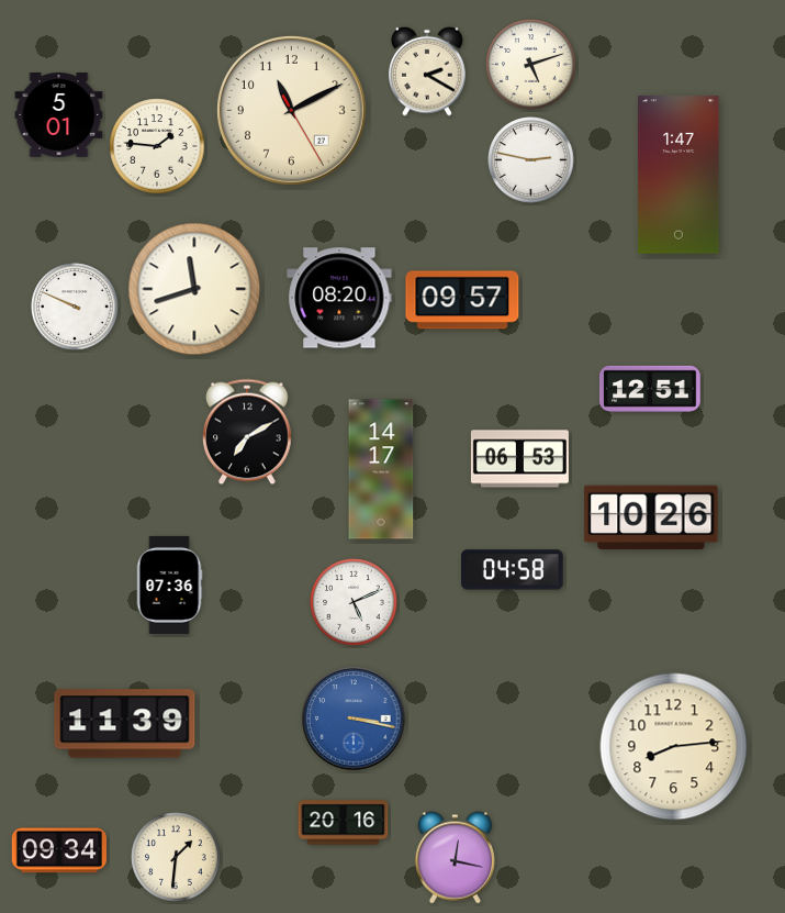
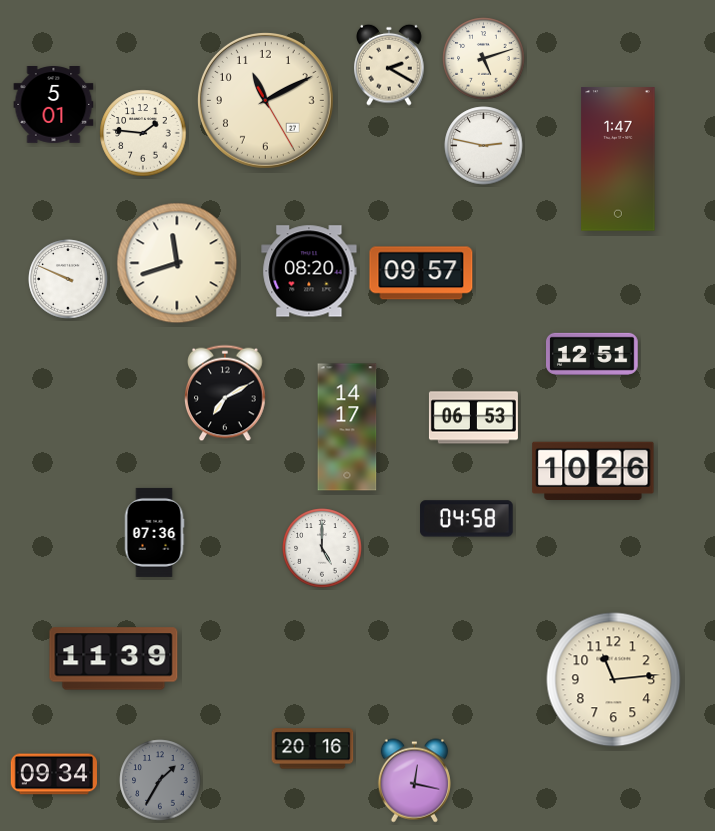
clock at (354, 602): 5:11 -> 5:00
clock at (354, 719): 3:17 -> none
clock at (674, 747): 8:14 -> 11:14
clock at (176, 857): 1:31 -> 1:35
clock at (176, 857) dial: cream -> grey
